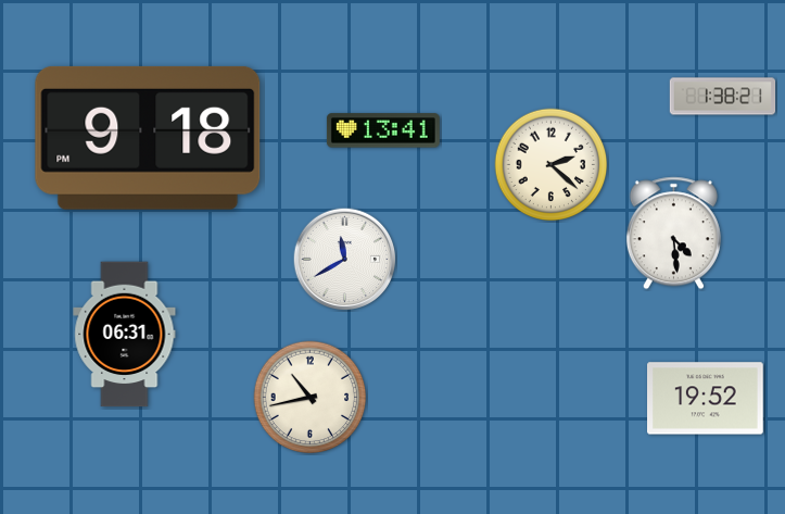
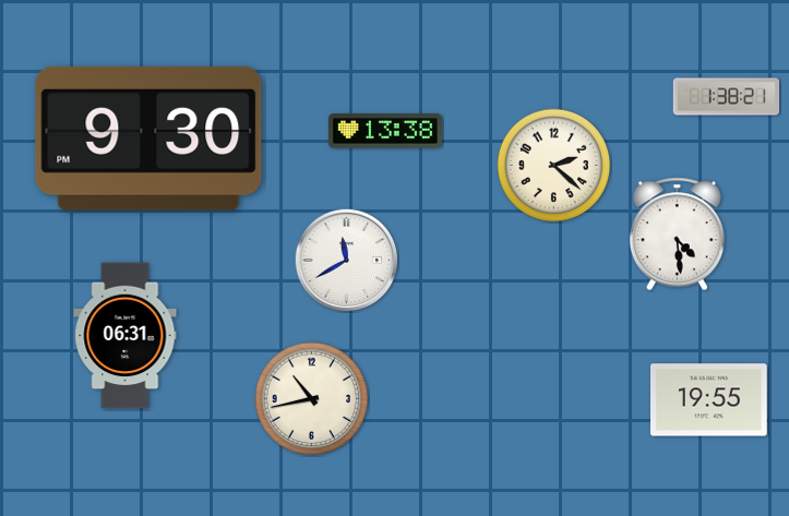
clock at (383, 130): 13:41 -> 13:38
clock at (148, 138): 9:18 -> 9:30
clock at (706, 399): 19:52 -> 19:55
